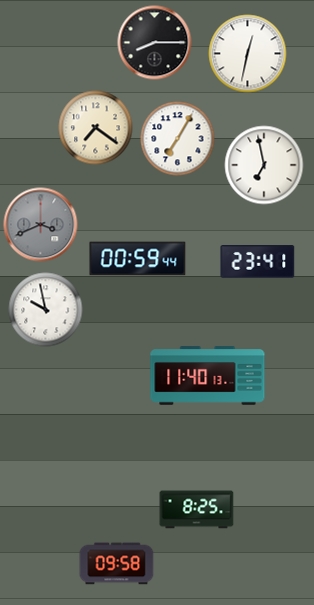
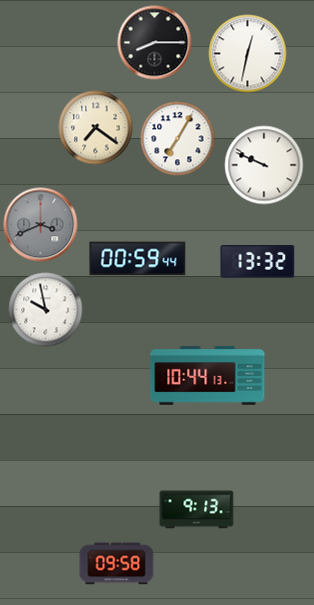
clock at (264, 165): 6:58 -> 9:49
clock at (258, 262): 23:41 -> 13:32
clock at (208, 376): 11:40 -> 10:44
clock at (197, 510): 8:25 -> 9:13
